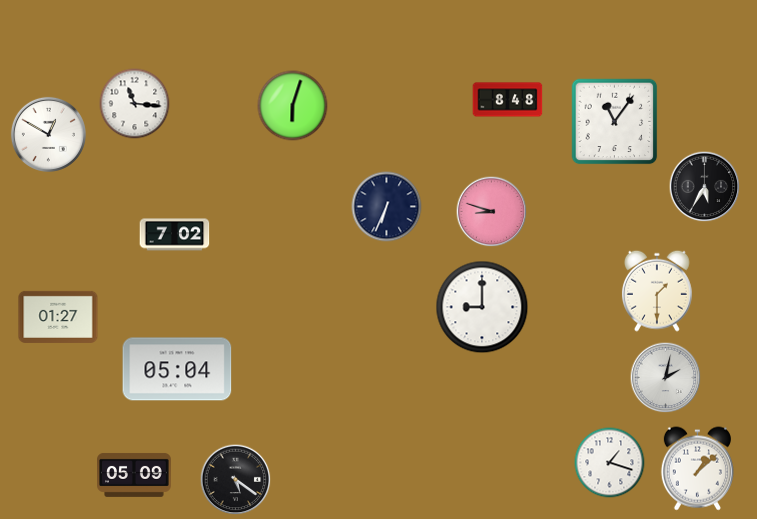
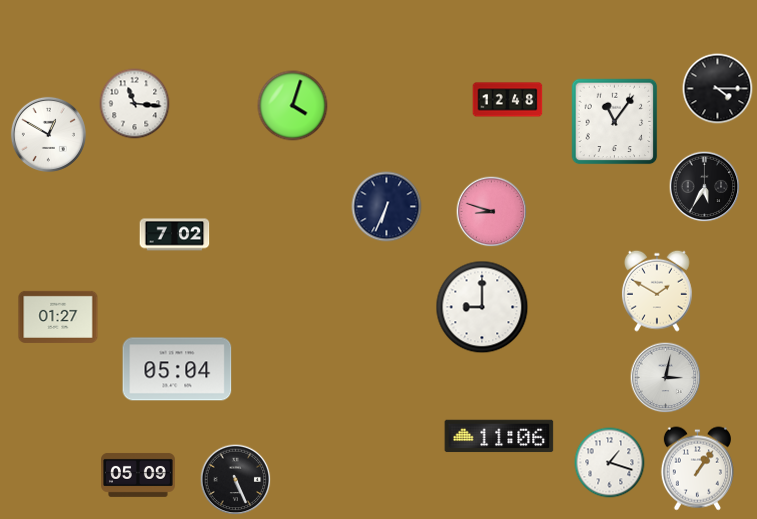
clock at (718, 89): none -> 4:15
clock at (508, 100): 8:48 -> 12:48
clock at (293, 106): 6:03 -> 4:03
clock at (657, 291): 1:30 -> 1:50
clock at (666, 378): 2:02 -> 3:02
clock at (499, 436): none -> 11:06
clock at (697, 469): 1:08 -> 1:06
clock at (135, 475) position: (135, 475) -> (139, 475)
clock at (236, 480): 5:21 -> 5:26
